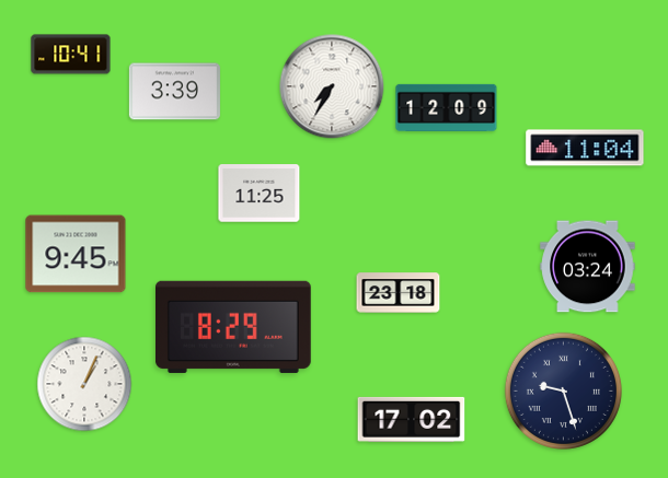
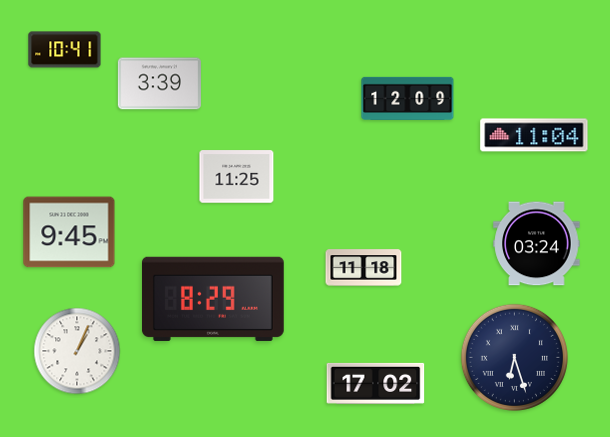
clock at (332, 86): 7:35 -> none
clock at (399, 293): 23:18 -> 11:18
clock at (563, 390): 9:27 -> 6:27
